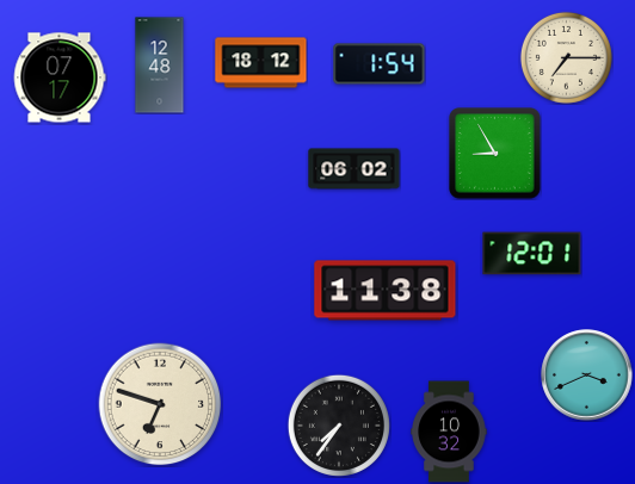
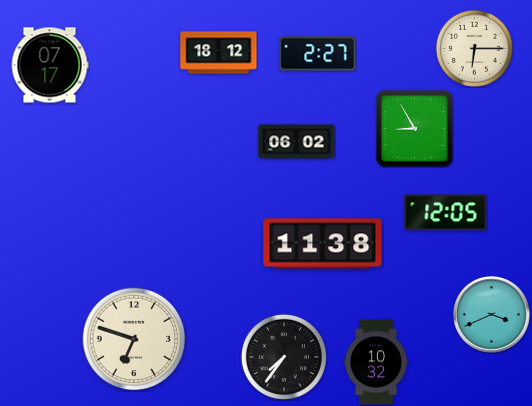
clock at (566, 57): 7:15 -> 6:15
clock at (380, 64): 1:54 -> 2:27
clock at (160, 66): 12:48 -> none
clock at (532, 254): 12:01 -> 12:05
